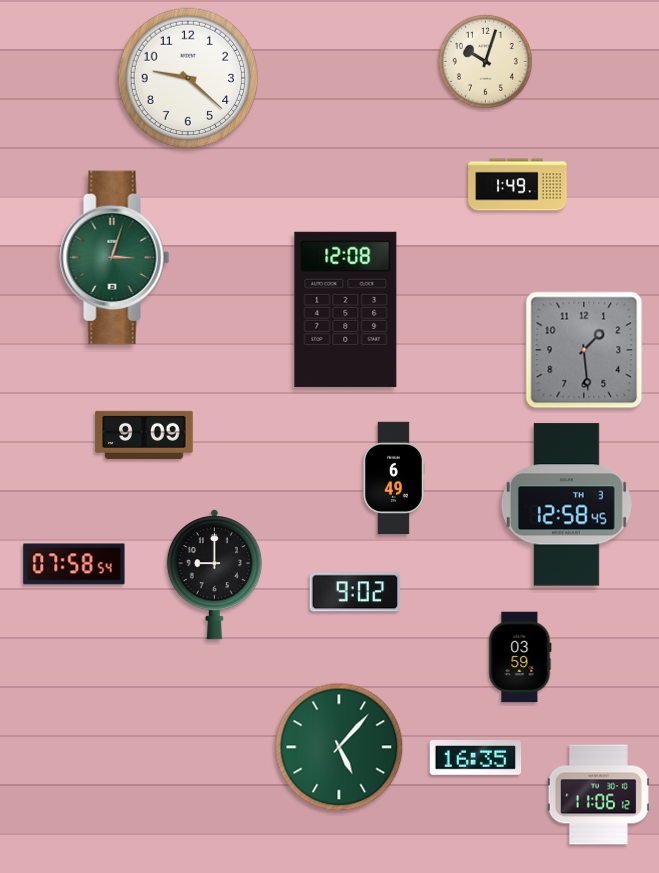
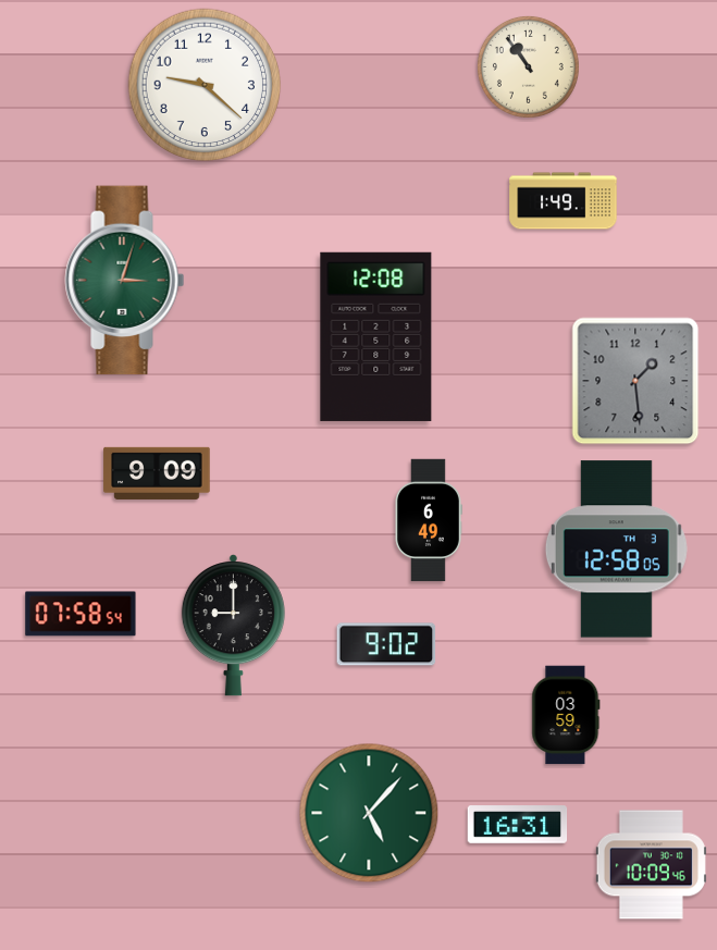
clock at (485, 61): 10:03 -> 10:54
clock at (566, 505): 12:58:45 -> 12:58:05
clock at (476, 758): 16:35 -> 16:31
clock at (598, 795): 11:06 -> 10:09
